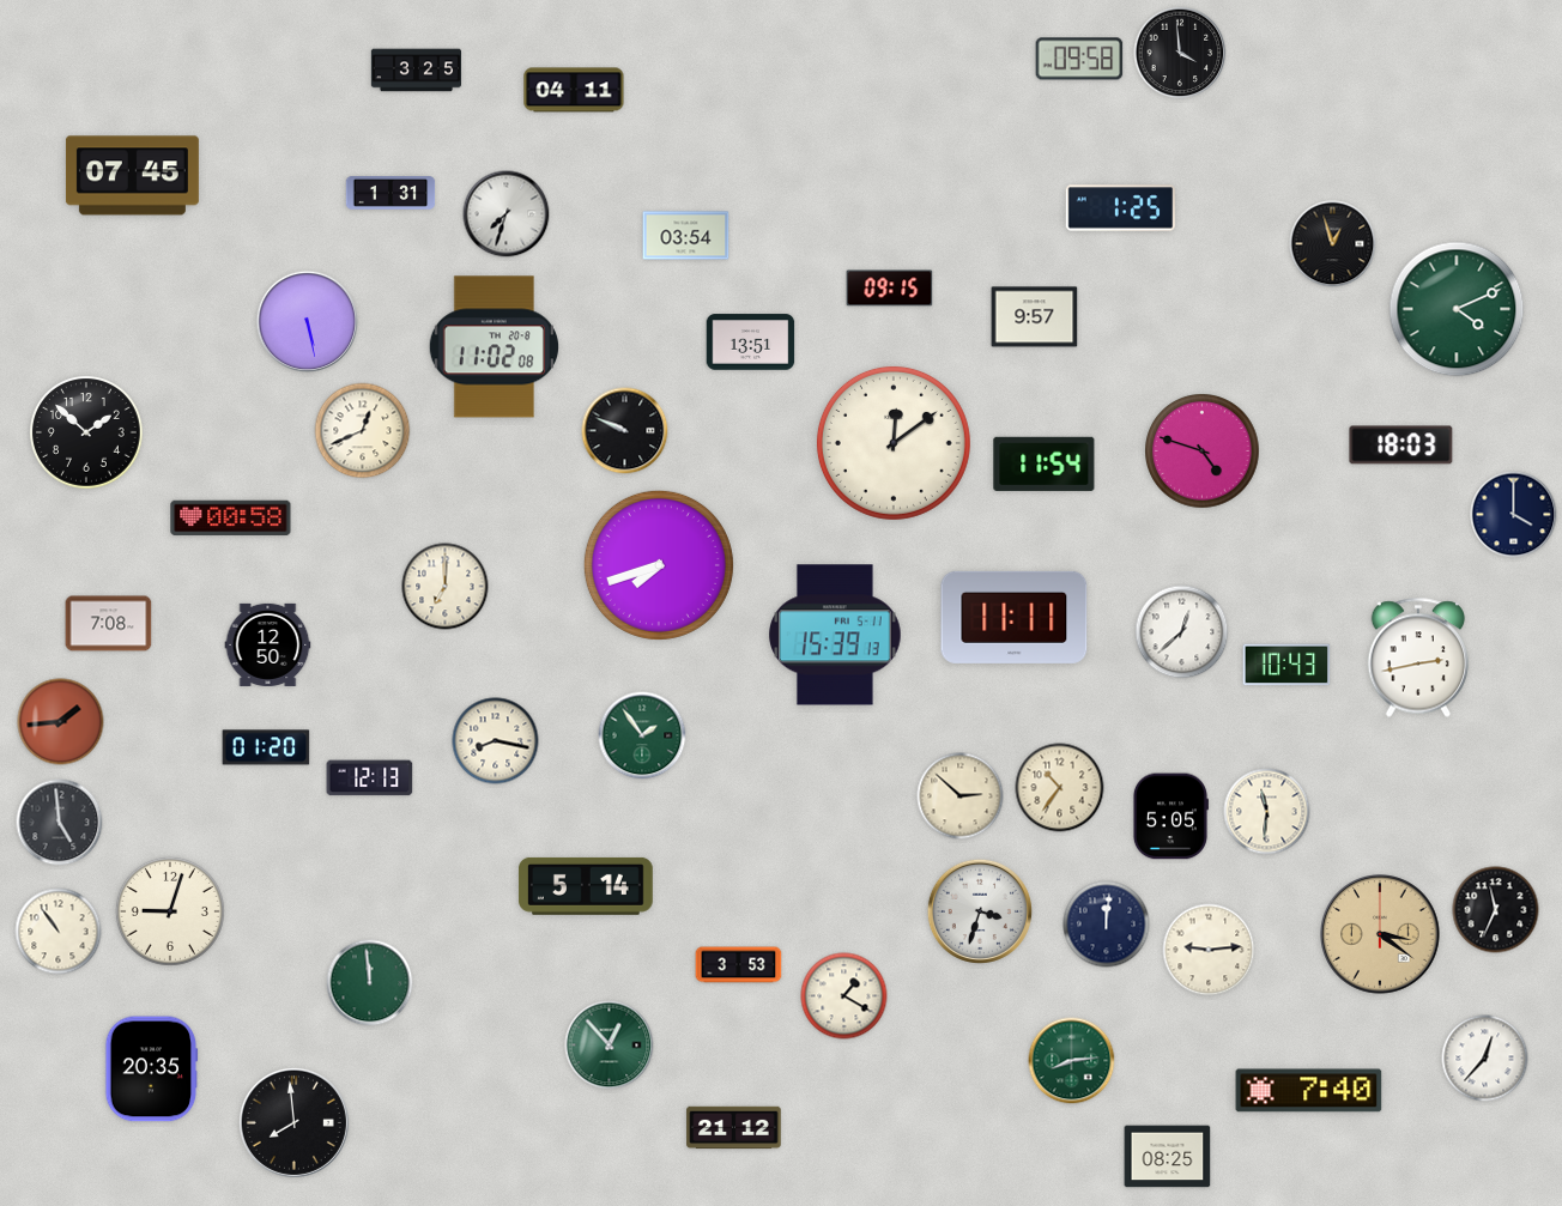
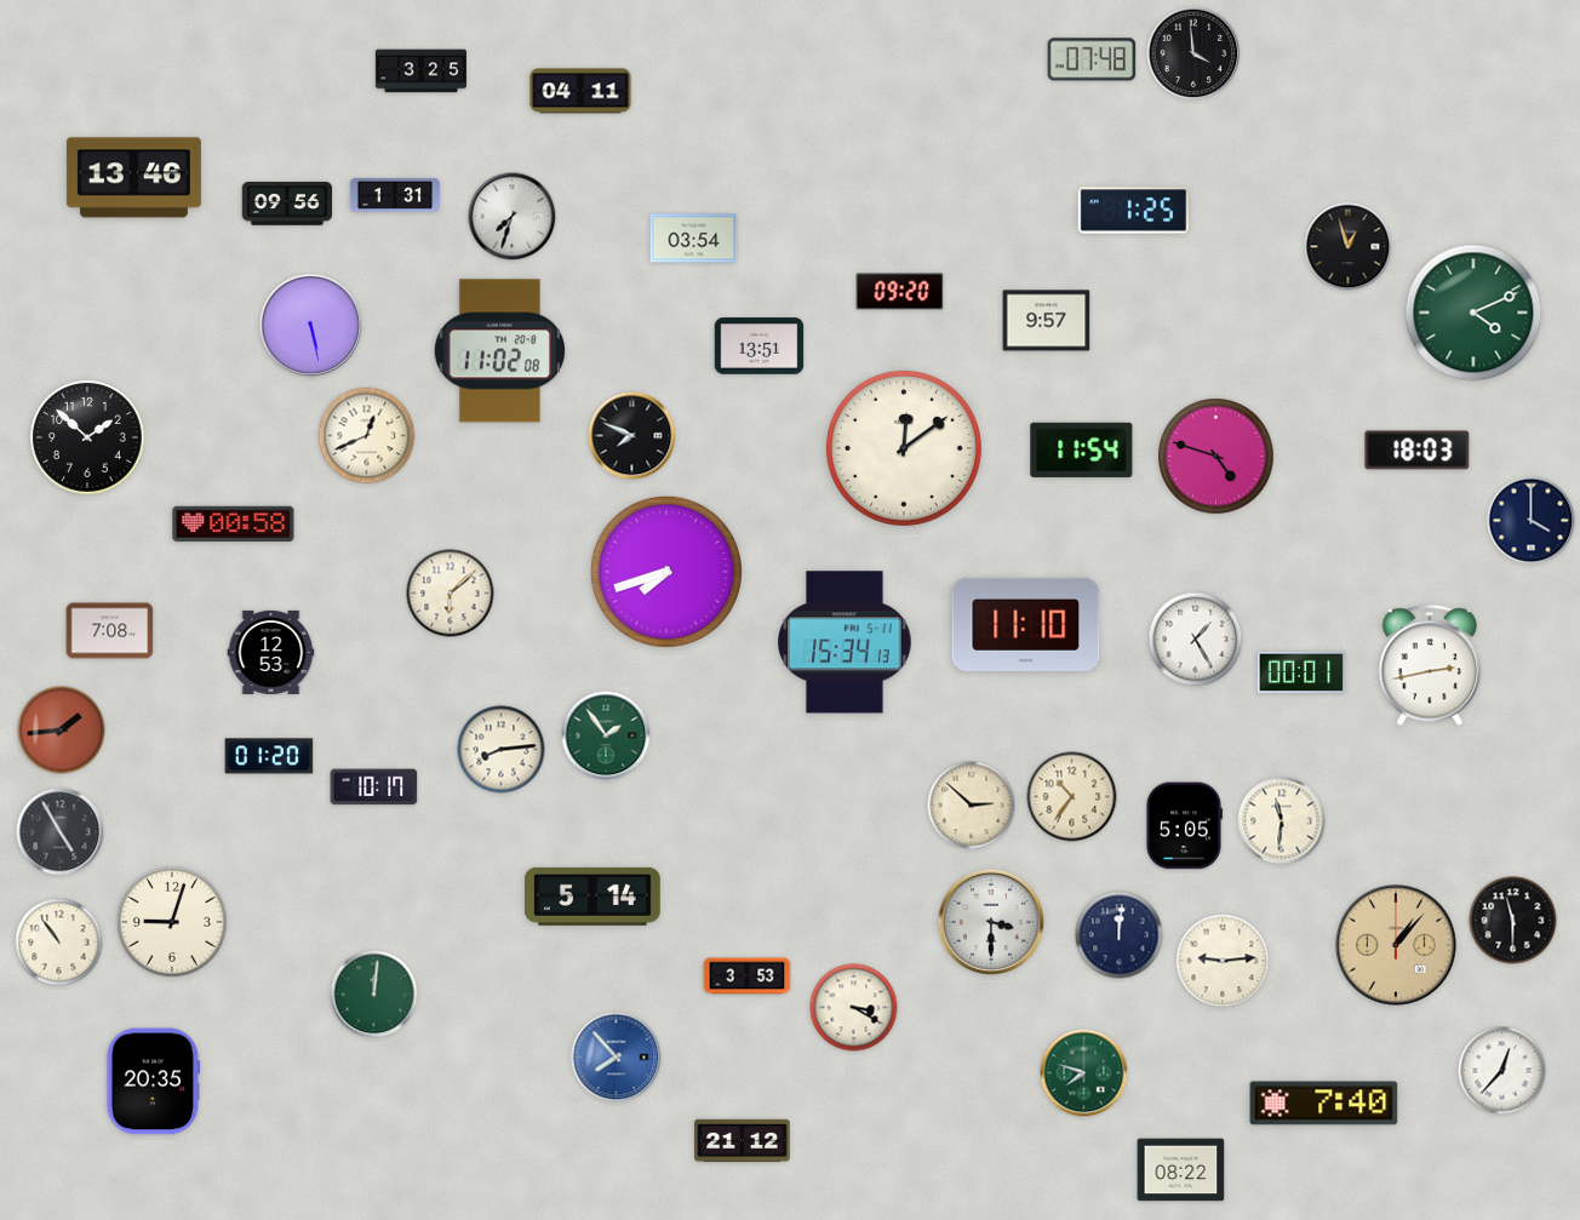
clock at (1079, 59): 09:58 -> 07:48
clock at (132, 176): 07:45 -> 13:46
clock at (287, 204): none -> 09:56
clock at (890, 289): 09:15 -> 09:20
clock at (625, 431): 9:49 -> 7:49
clock at (1045, 463) position: (1045, 463) -> (1082, 449)
clock at (446, 587): 7:00 -> 6:08
clock at (1015, 617): 11:11 -> 11:10
clock at (1182, 632): 12:38 -> 1:25
clock at (836, 635): 15:39 -> 15:34
clock at (268, 644): 12:50 -> 12:53
clock at (1418, 657) position: (1418, 657) -> (1430, 665)
clock at (1286, 665): 10:43 -> 00:01
clock at (642, 735) position: (642, 735) -> (606, 735)
clock at (496, 741): 8:17 -> 8:14
clock at (370, 778): 12:13 -> 10:17
clock at (60, 823): 4:59 -> 4:55
clock at (1496, 910): 11:34 -> 11:30
clock at (980, 911): 3:33 -> 3:30
clock at (1380, 934): 3:21 -> 1:07
clock at (370, 983): 11:59 -> 12:01
clock at (844, 996): 1:20 -> 3:20
clock at (610, 1046): 12:53 -> 7:53
clock at (610, 1046) dial: green -> blue
clock at (1072, 1061): 8:14 -> 7:48
clock at (293, 1122): 7:59 -> none
clock at (1168, 1157): 08:25 -> 08:22
